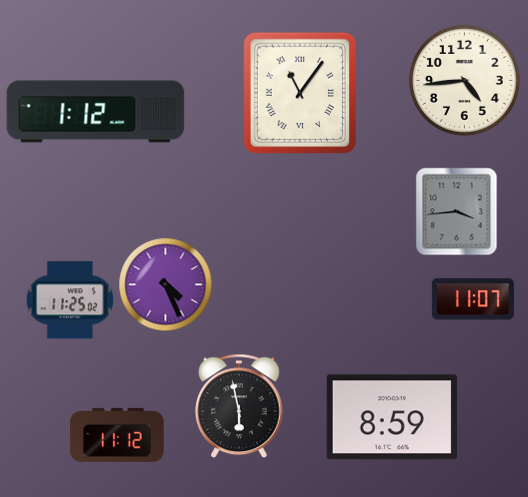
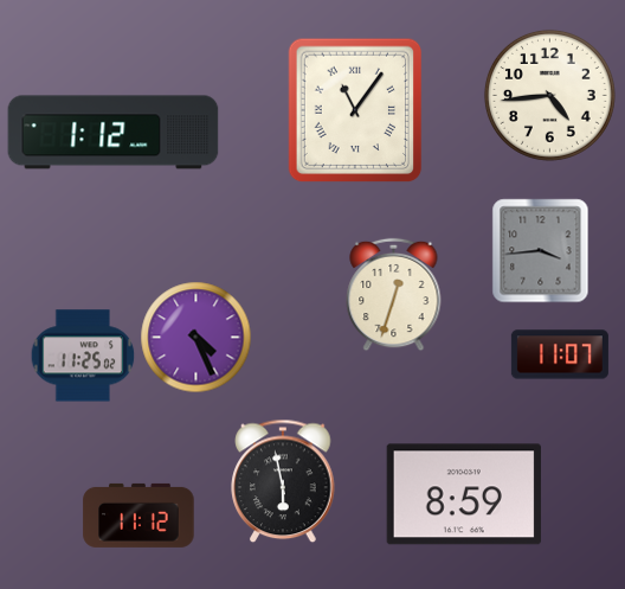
clock at (394, 294): none -> 12:33
